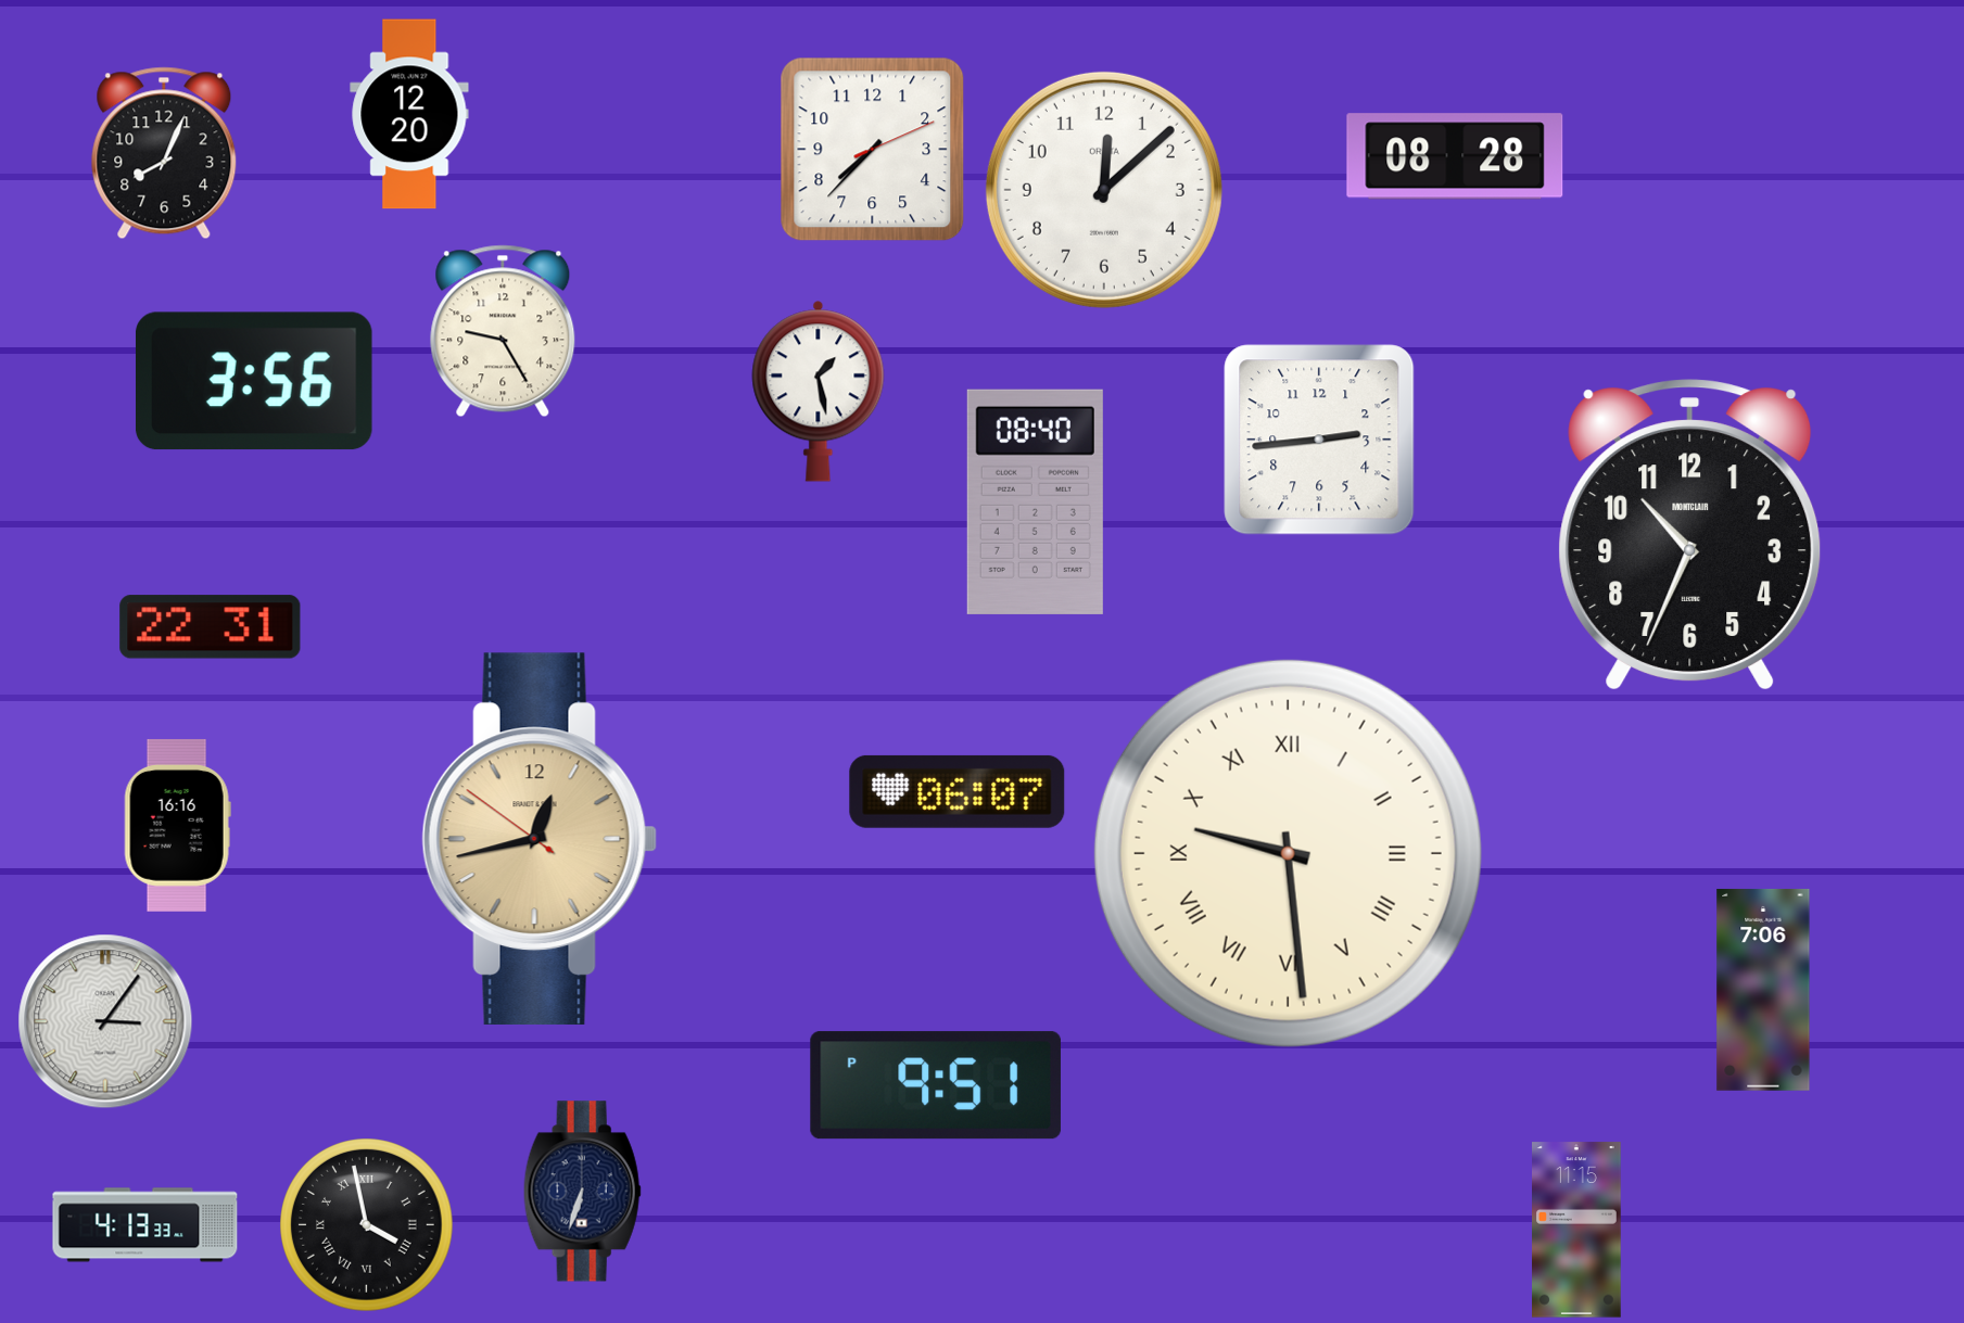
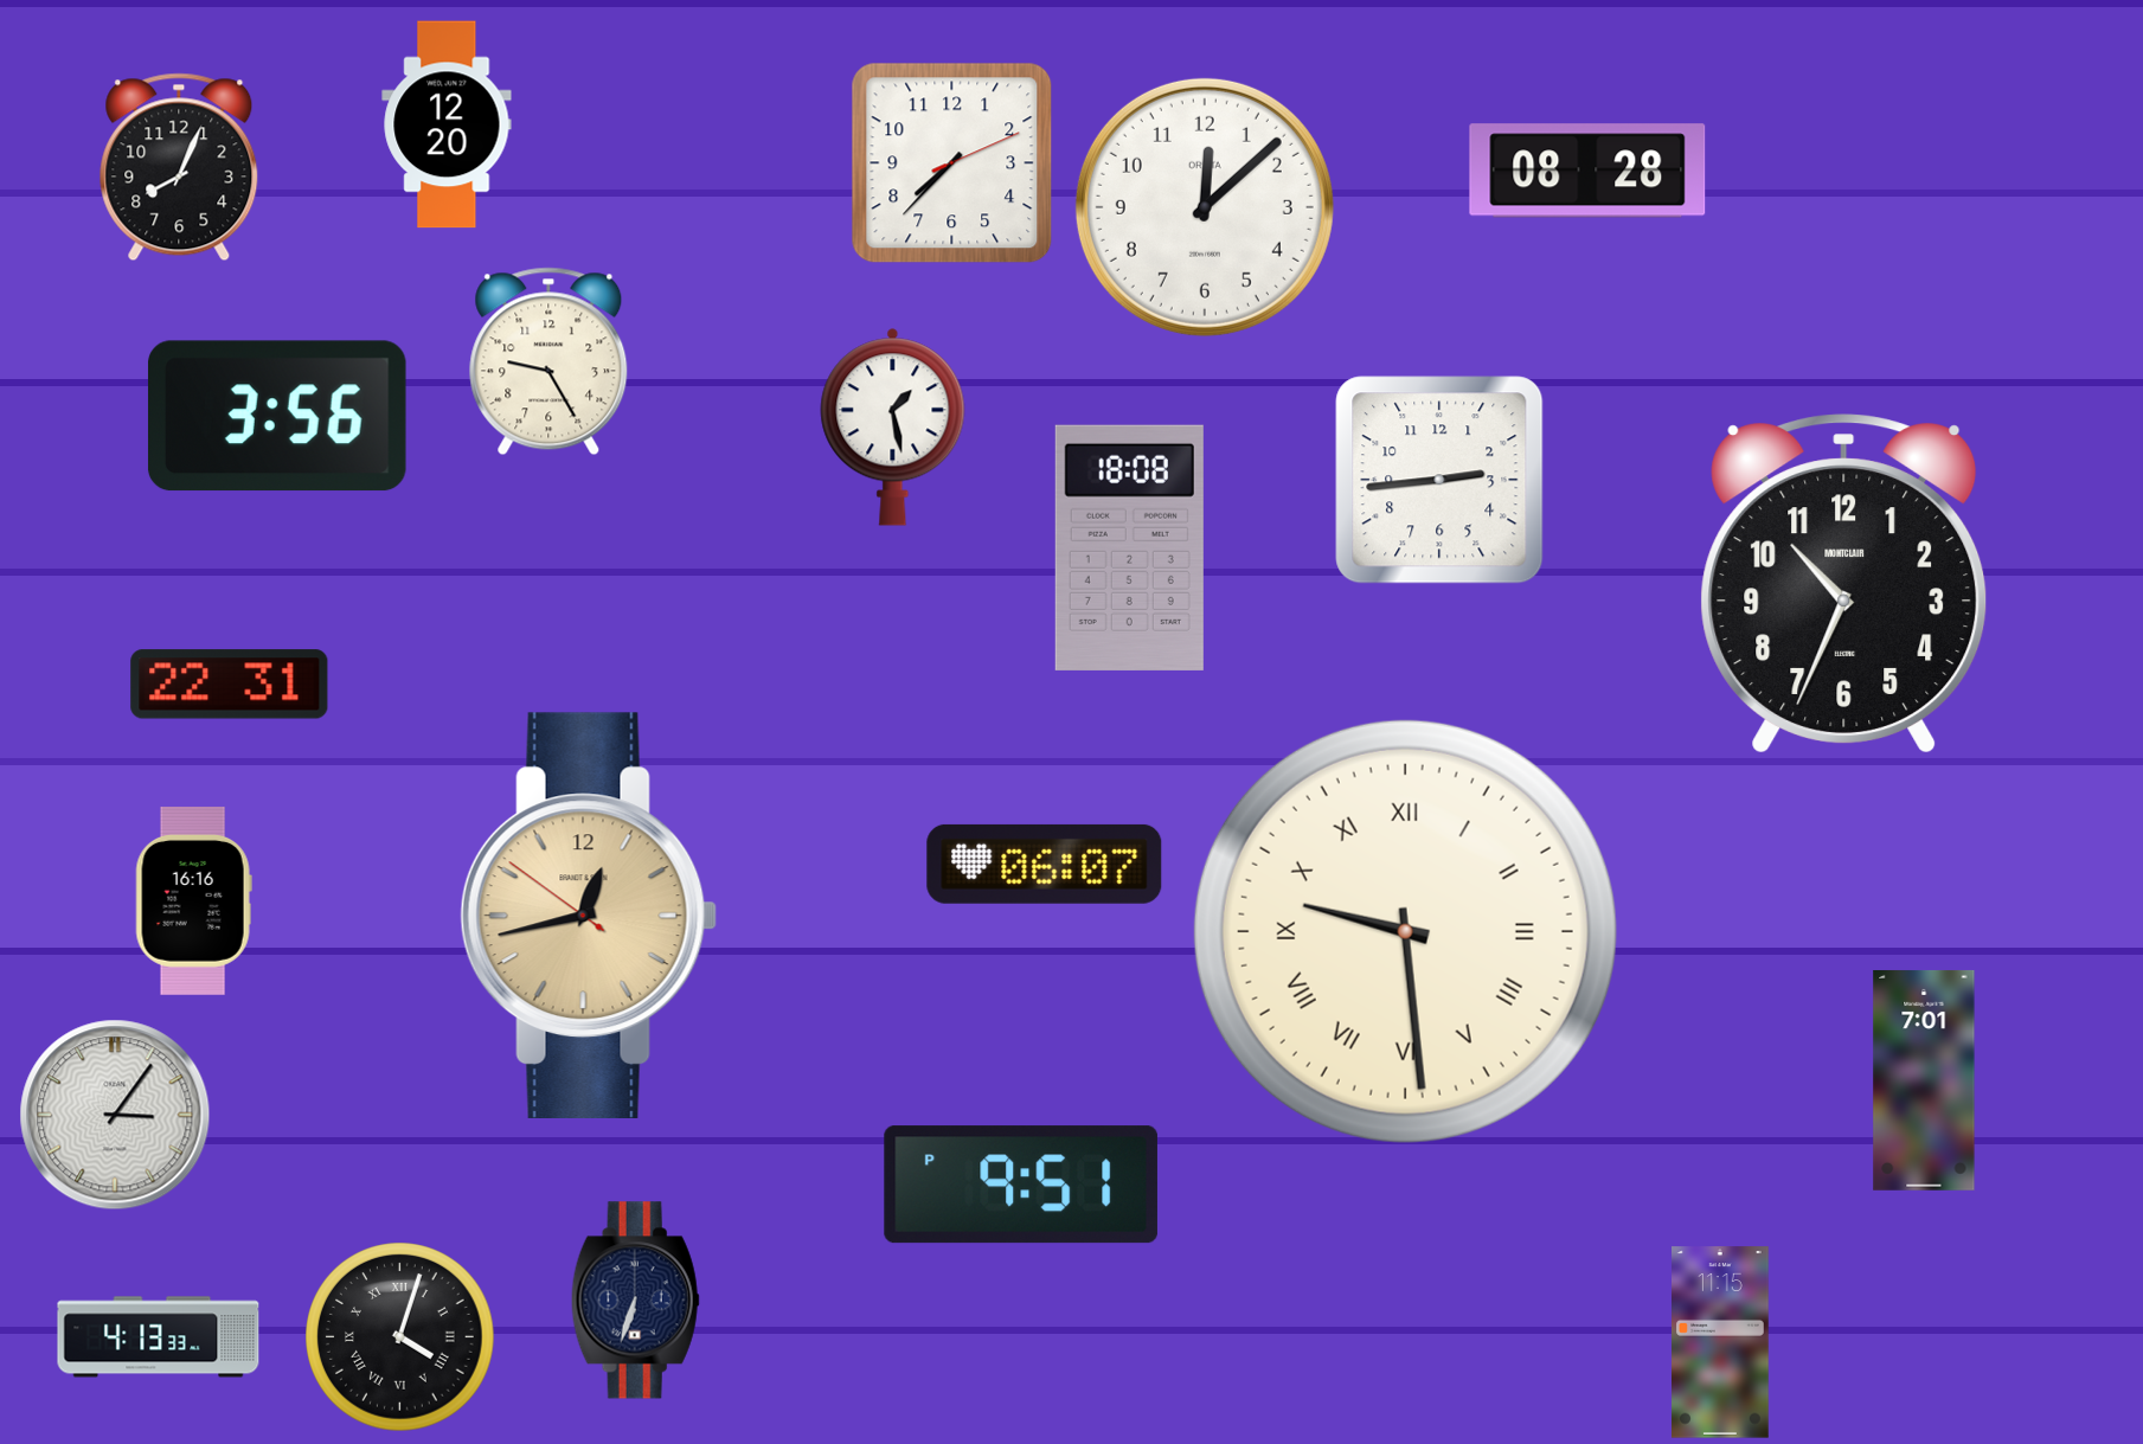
clock at (1035, 501): 08:40 -> 18:08
clock at (1763, 990): 7:06 -> 7:01
clock at (367, 1225): 3:58 -> 4:03
